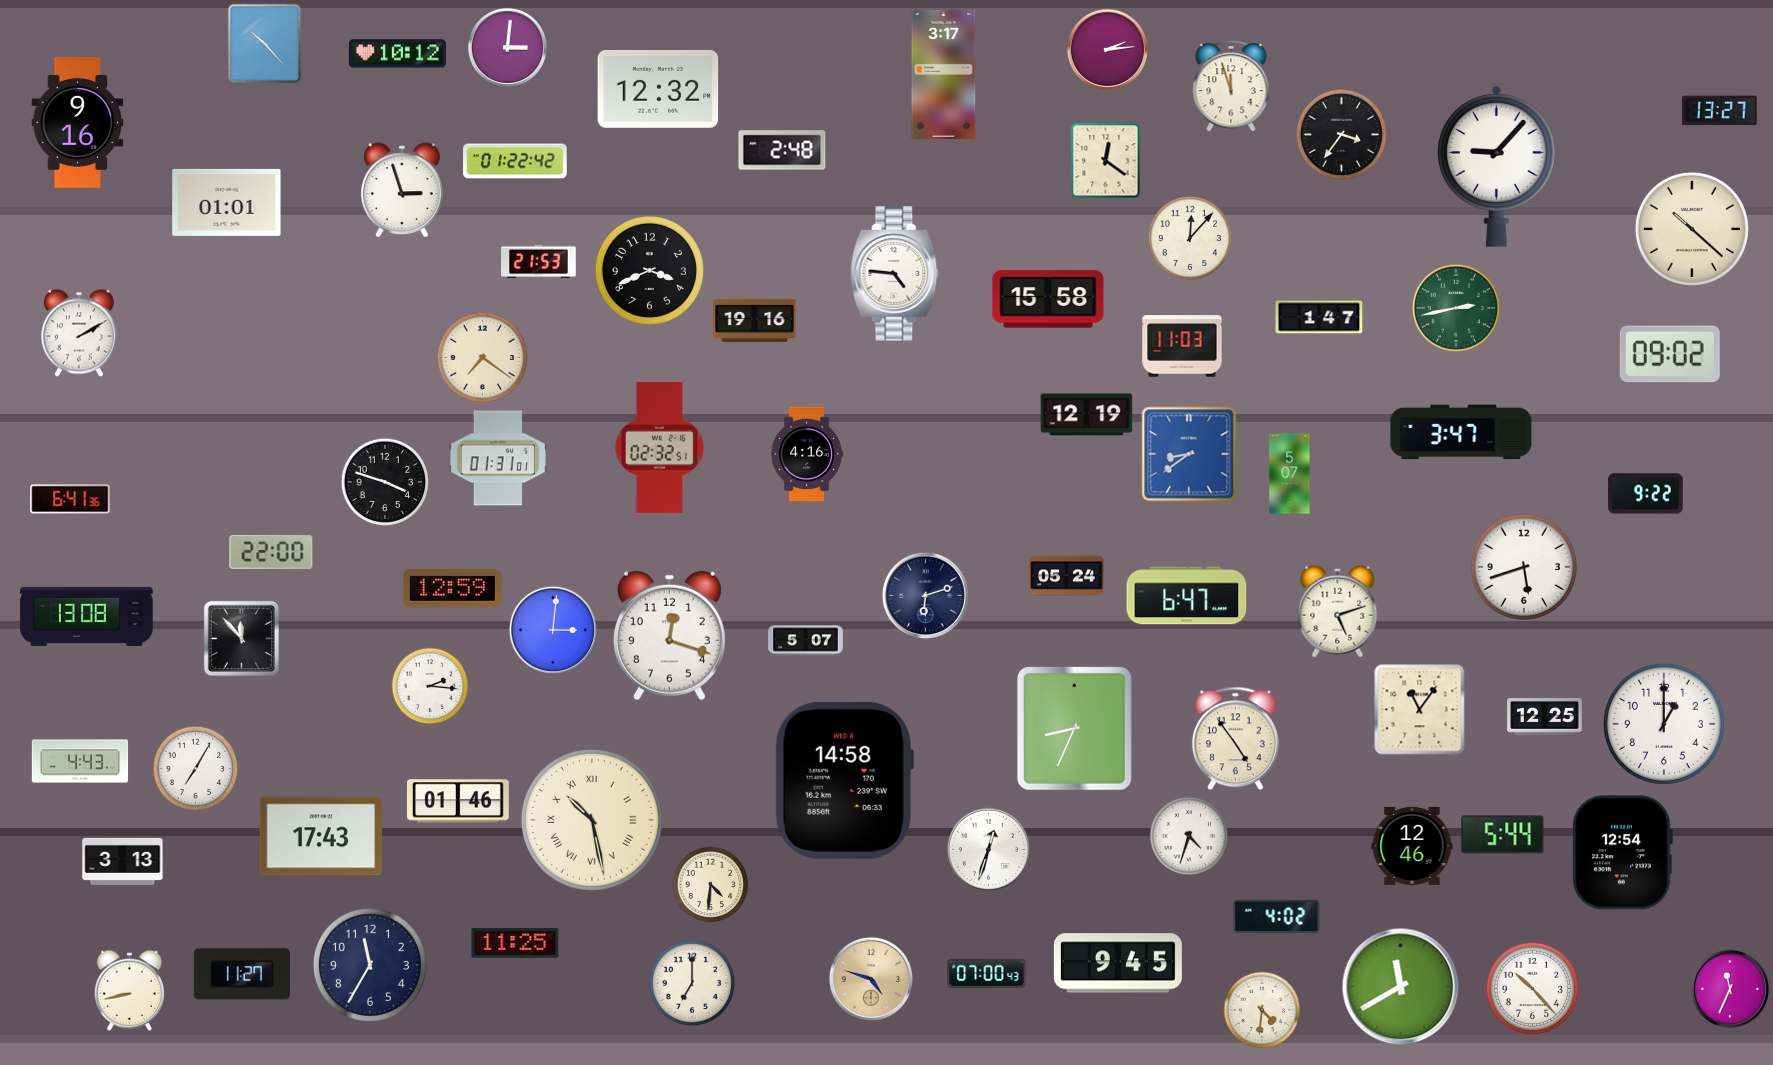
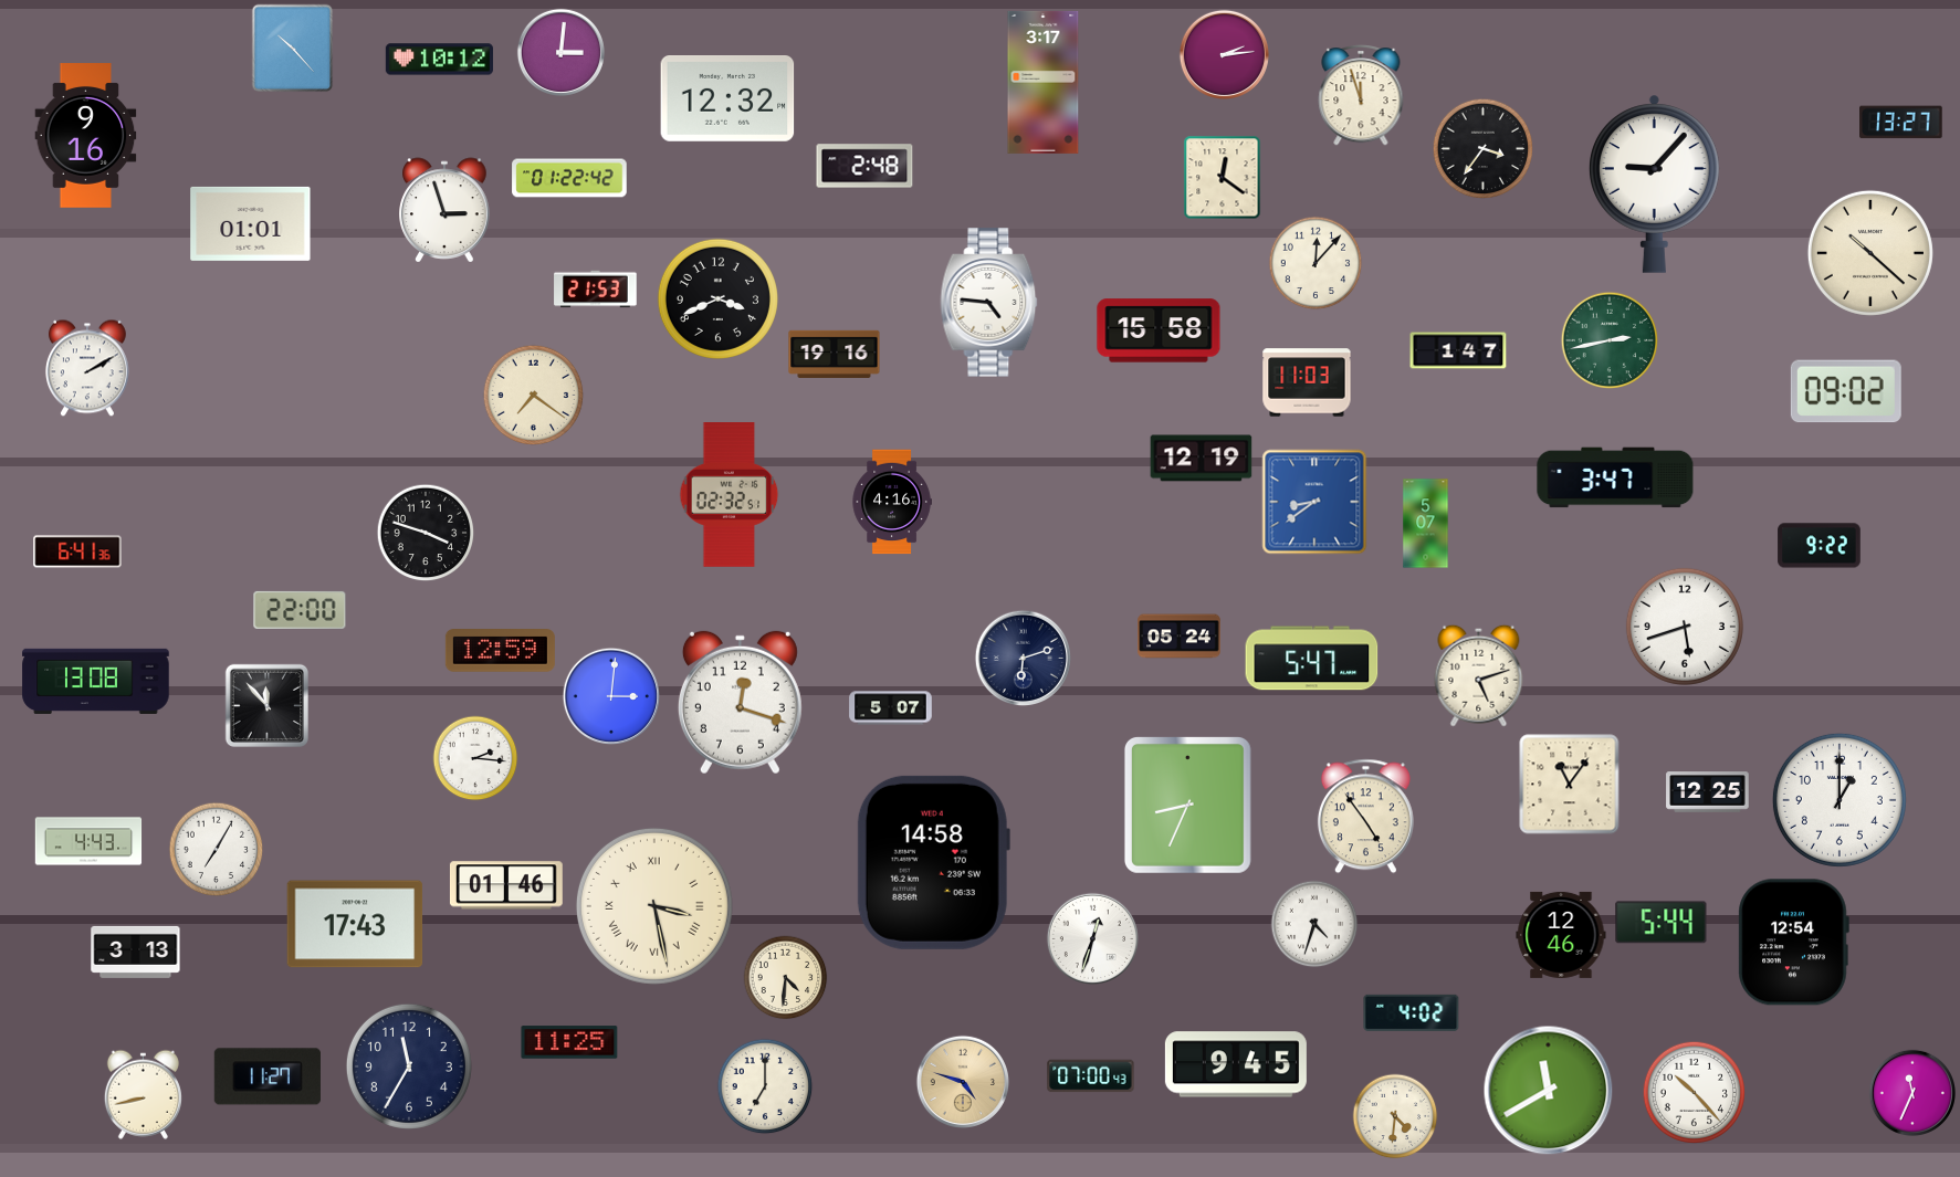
clock at (498, 458): 01:31 -> none
clock at (1187, 596): 6:47 -> 5:47
clock at (592, 820): 10:28 -> 3:28
